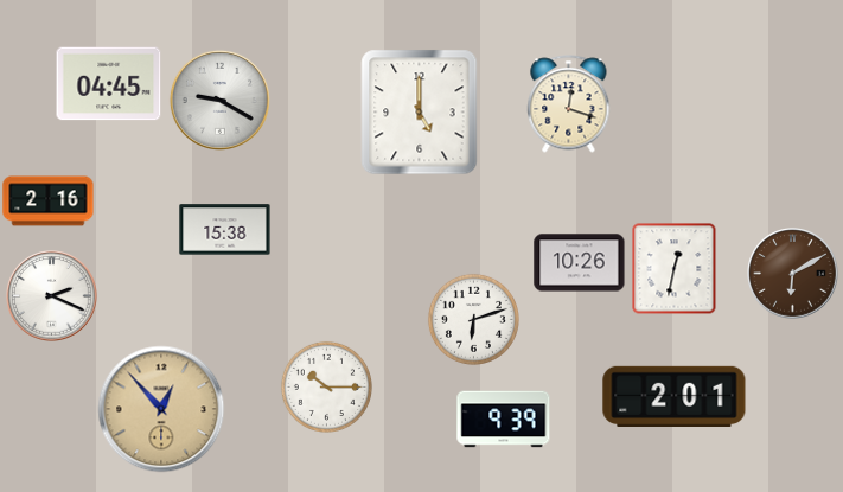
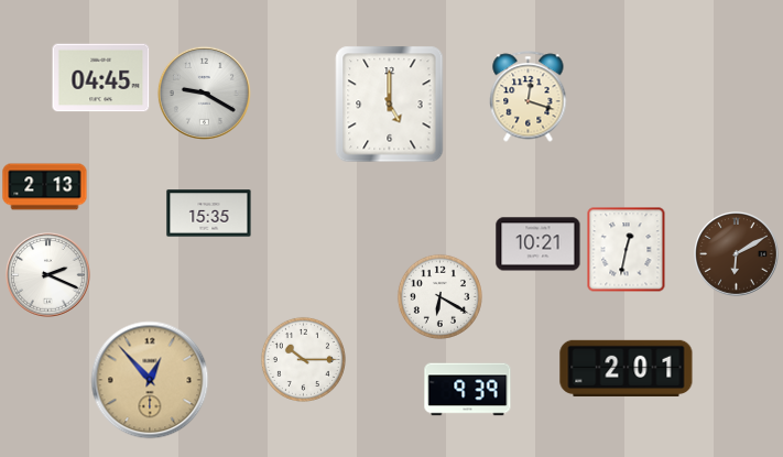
clock at (49, 202): 2:16 -> 2:13
clock at (225, 230): 15:38 -> 15:35
clock at (580, 263): 10:26 -> 10:21
clock at (473, 319): 6:12 -> 6:20
